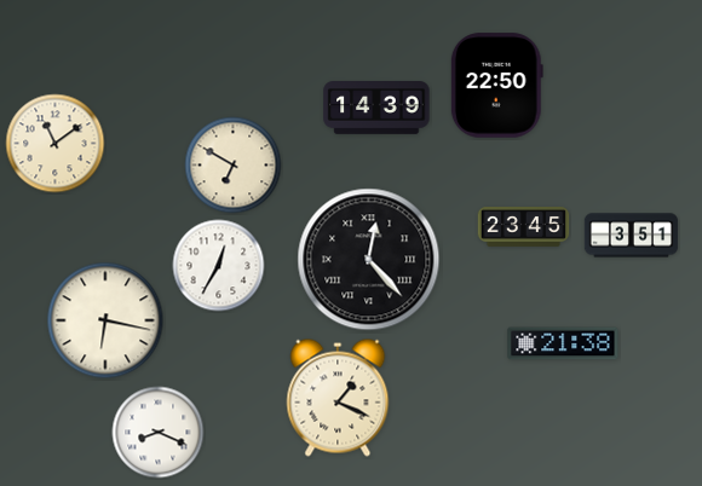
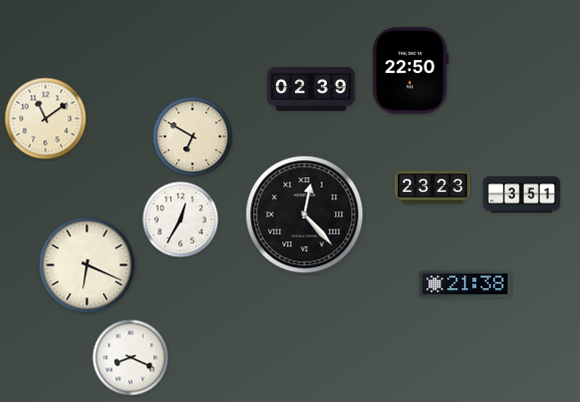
clock at (376, 109): 14:39 -> 02:39
clock at (524, 227): 23:45 -> 23:23
clock at (105, 320): 6:17 -> 6:19
clock at (338, 398): 1:19 -> none
